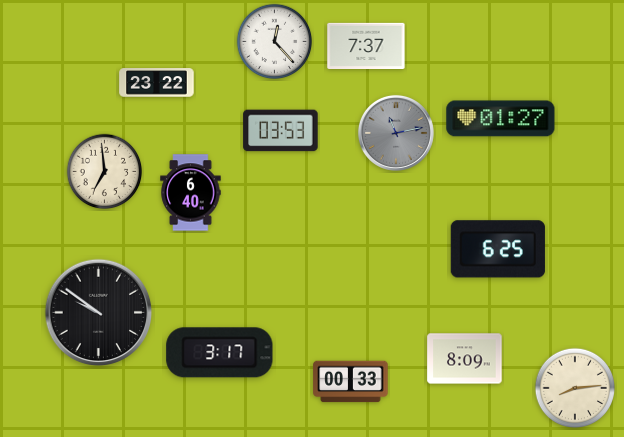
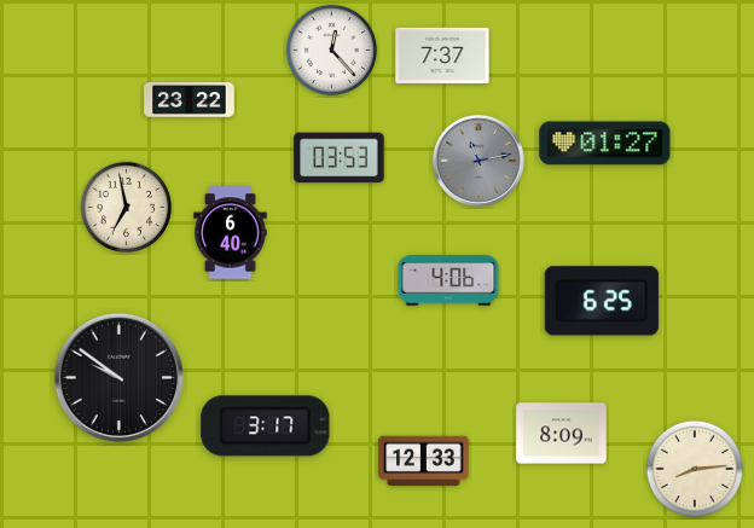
clock at (105, 172): 6:59 -> 6:58
clock at (448, 280): none -> 4:06
clock at (351, 382): 00:33 -> 12:33
